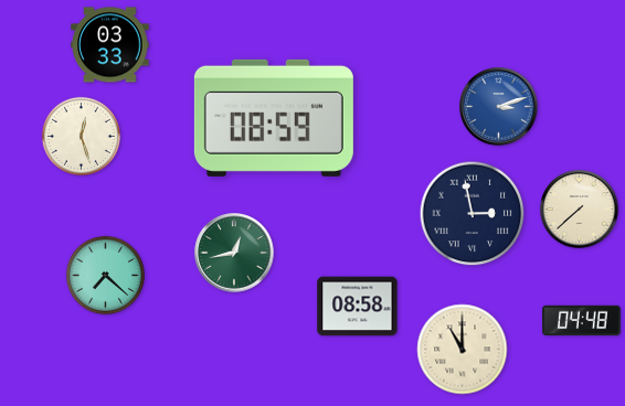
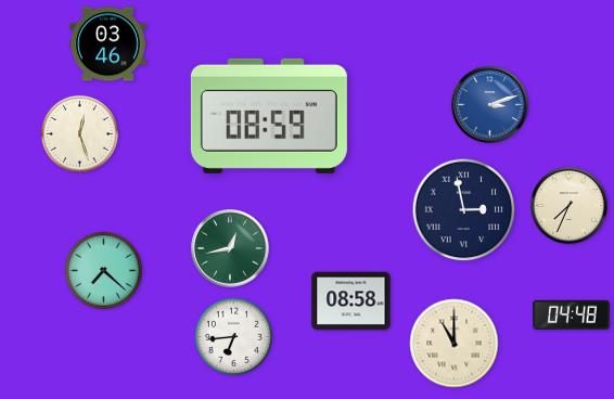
clock at (110, 45): 03:33 -> 03:46
clock at (580, 210): 7:38 -> 7:34
clock at (233, 336): none -> 6:44
